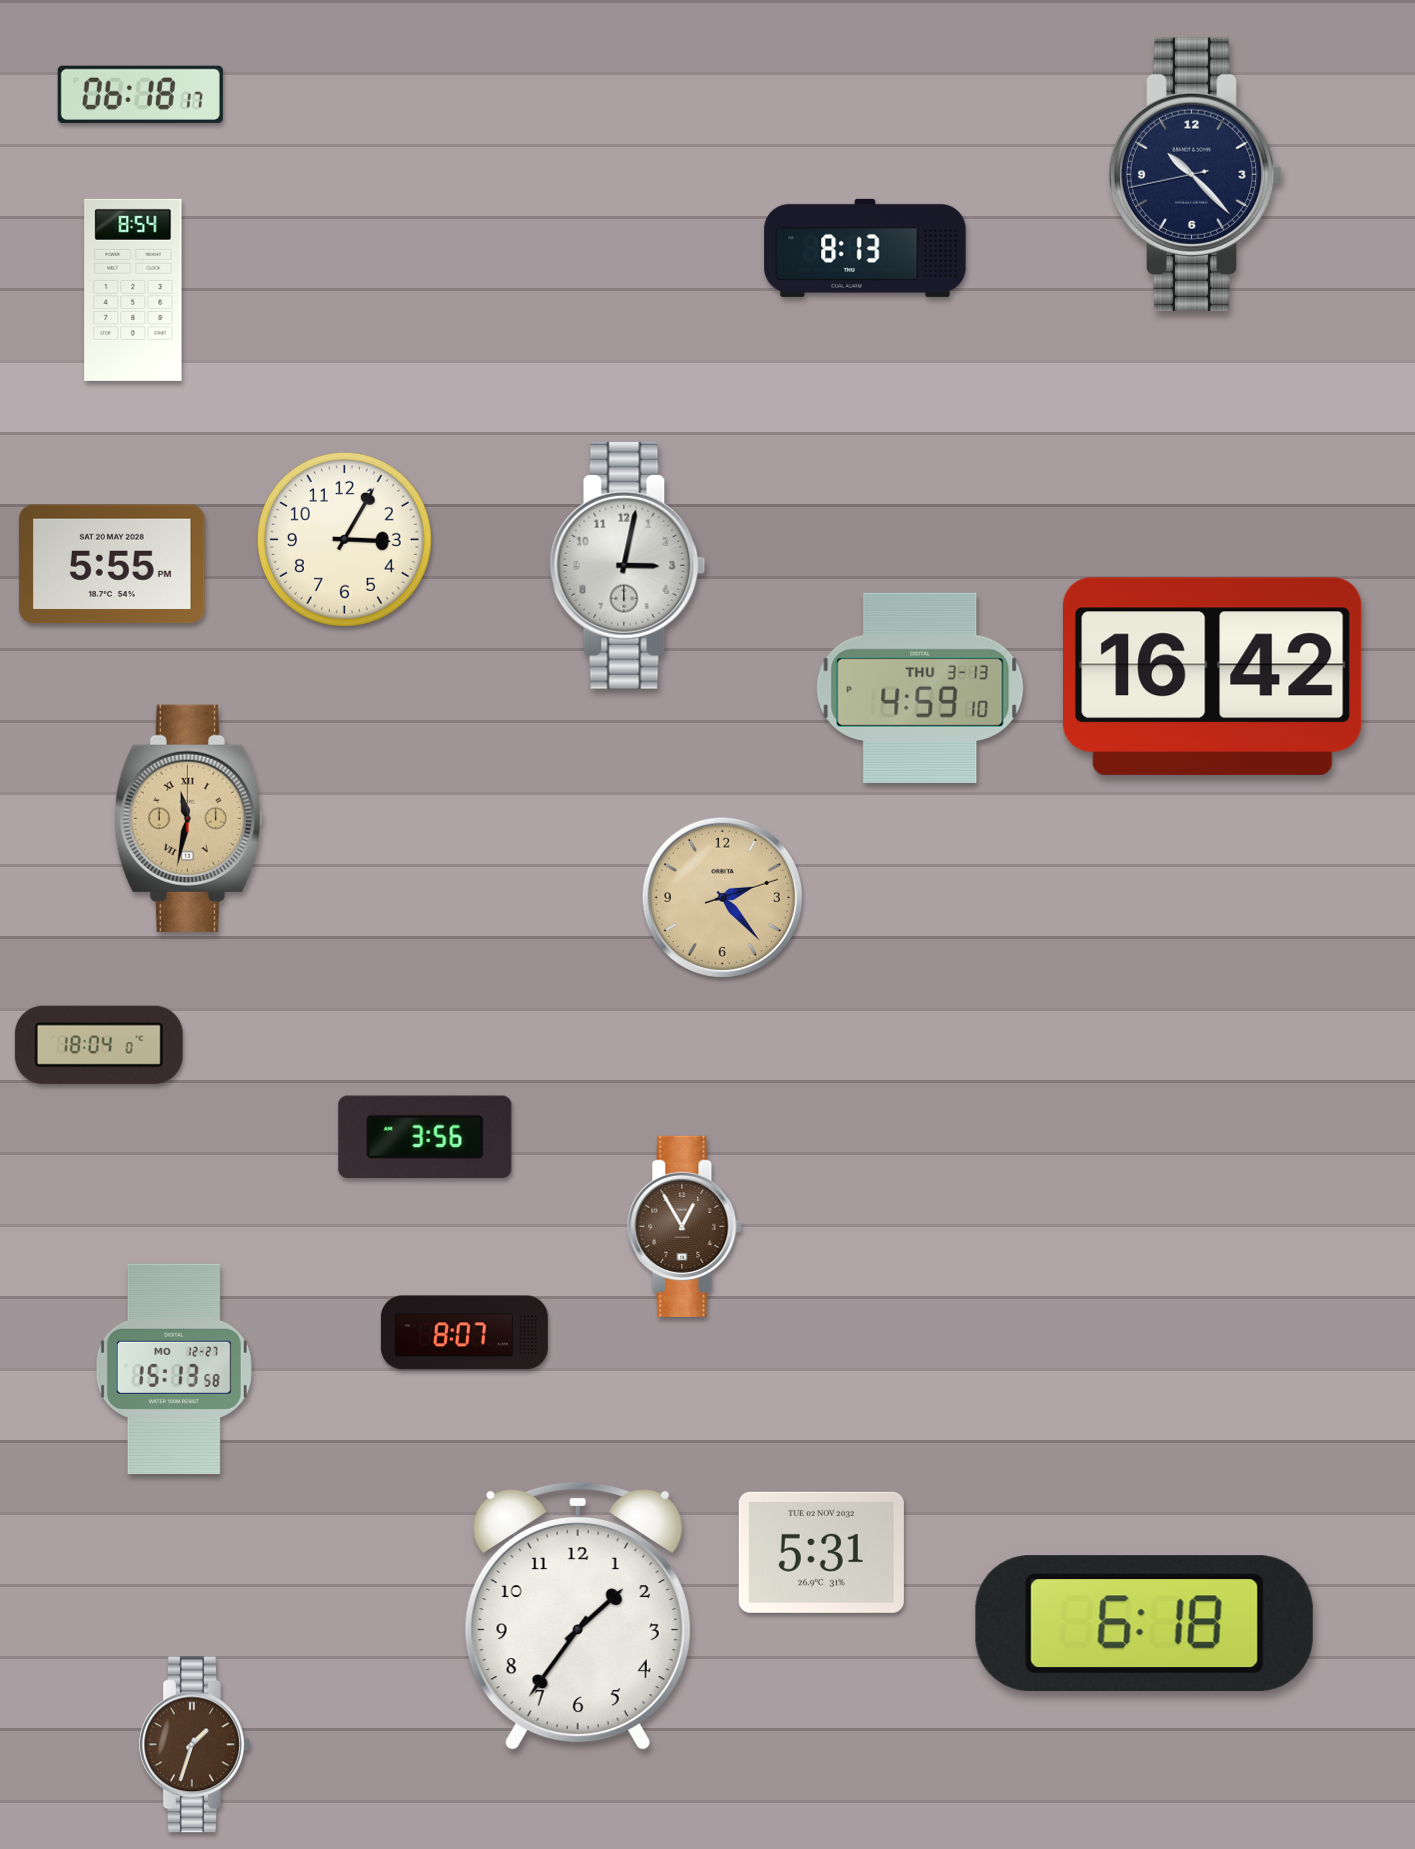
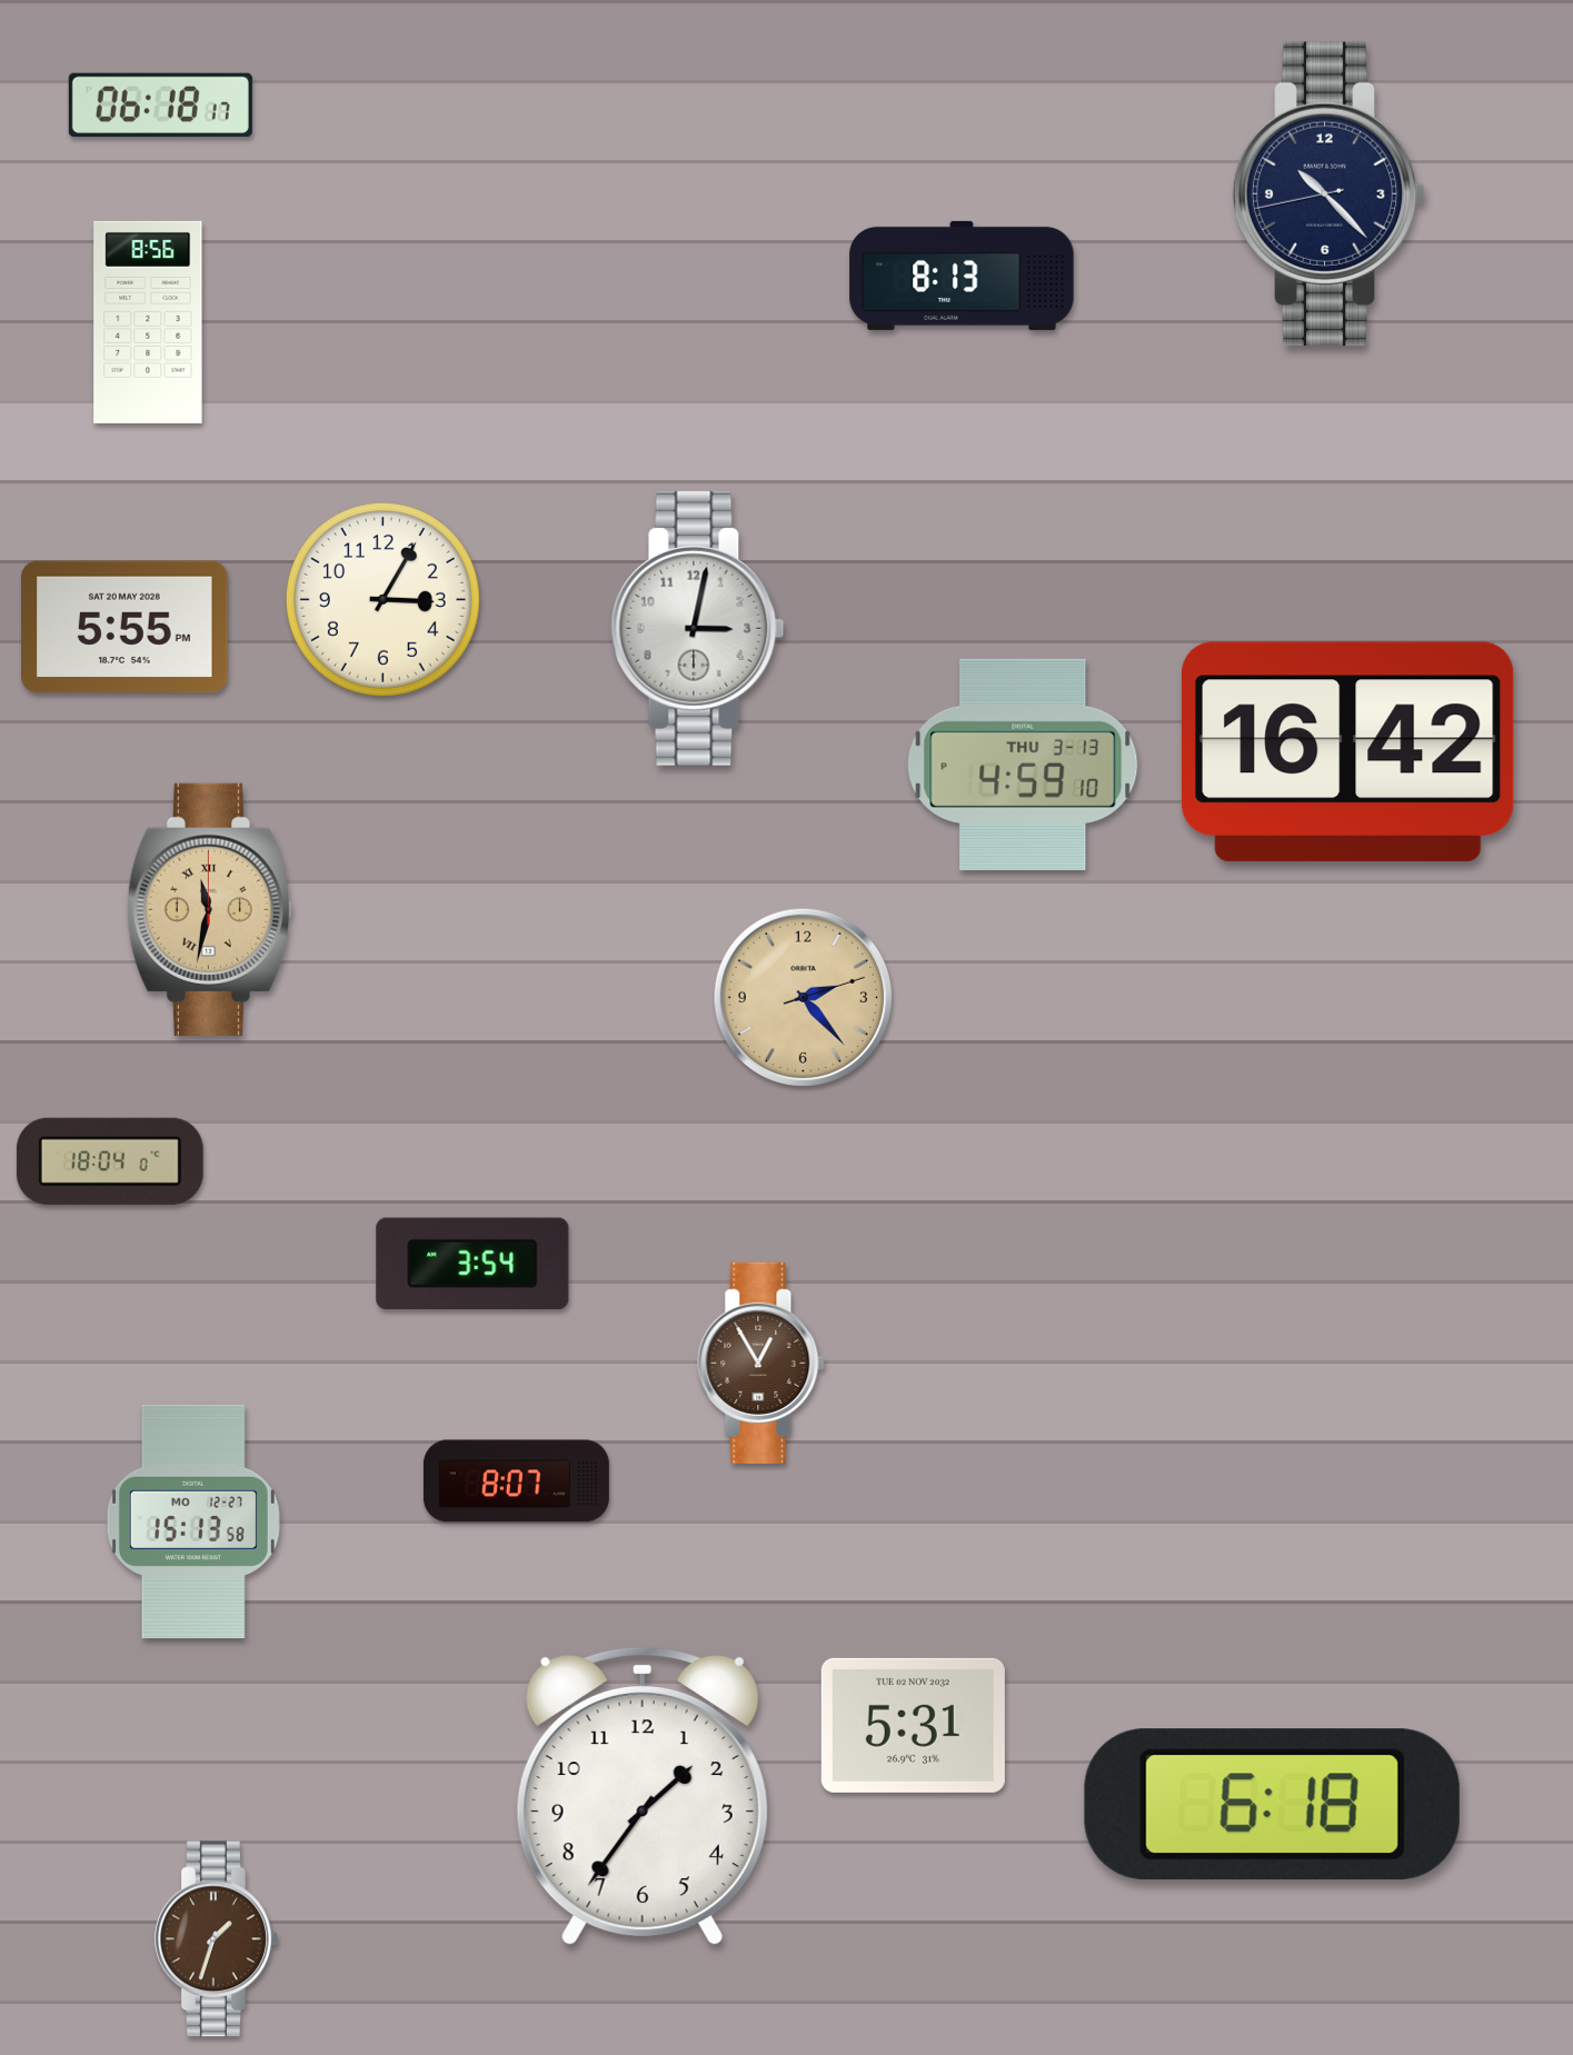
clock at (140, 94) position: (140, 94) -> (160, 104)
clock at (133, 290): 8:54 -> 8:56
clock at (425, 1137): 3:56 -> 3:54
